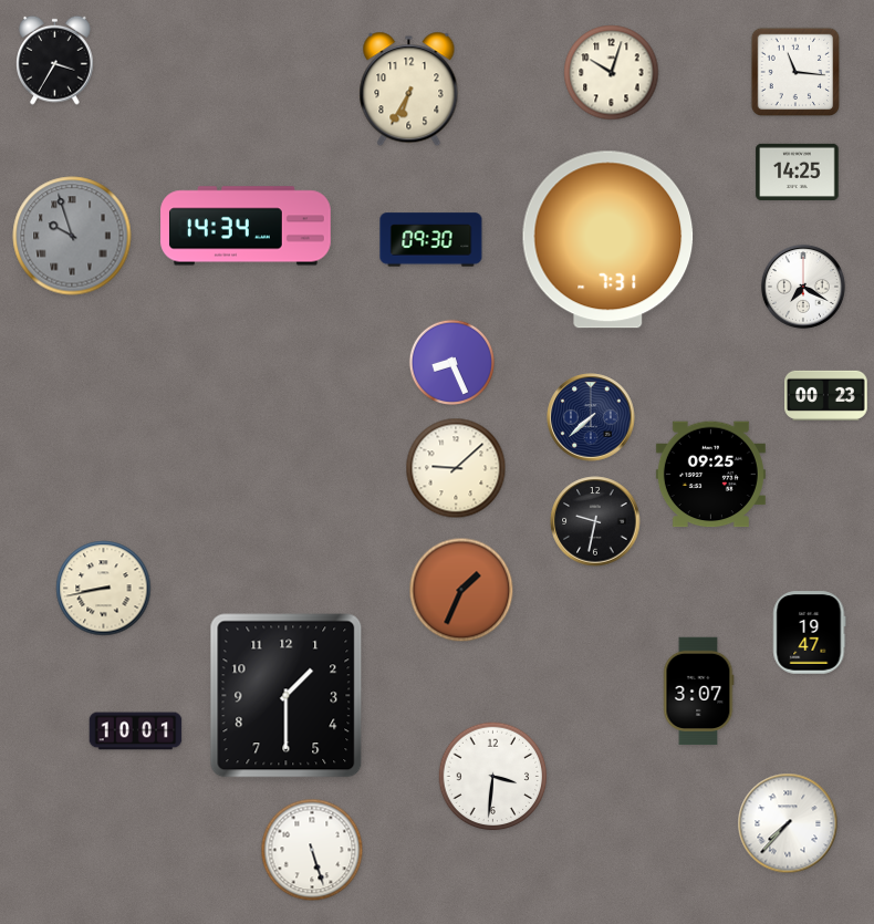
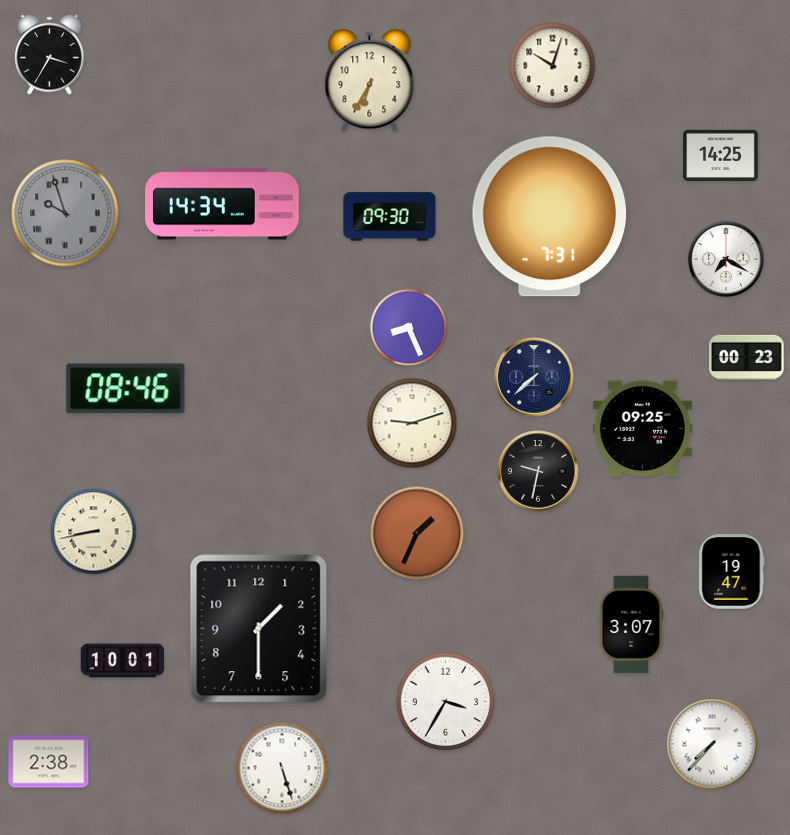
clock at (794, 71): 11:16 -> none
clock at (126, 389): none -> 08:46
clock at (456, 468): 9:08 -> 9:12
clock at (493, 777): 3:31 -> 3:35
clock at (49, 762): none -> 2:38
